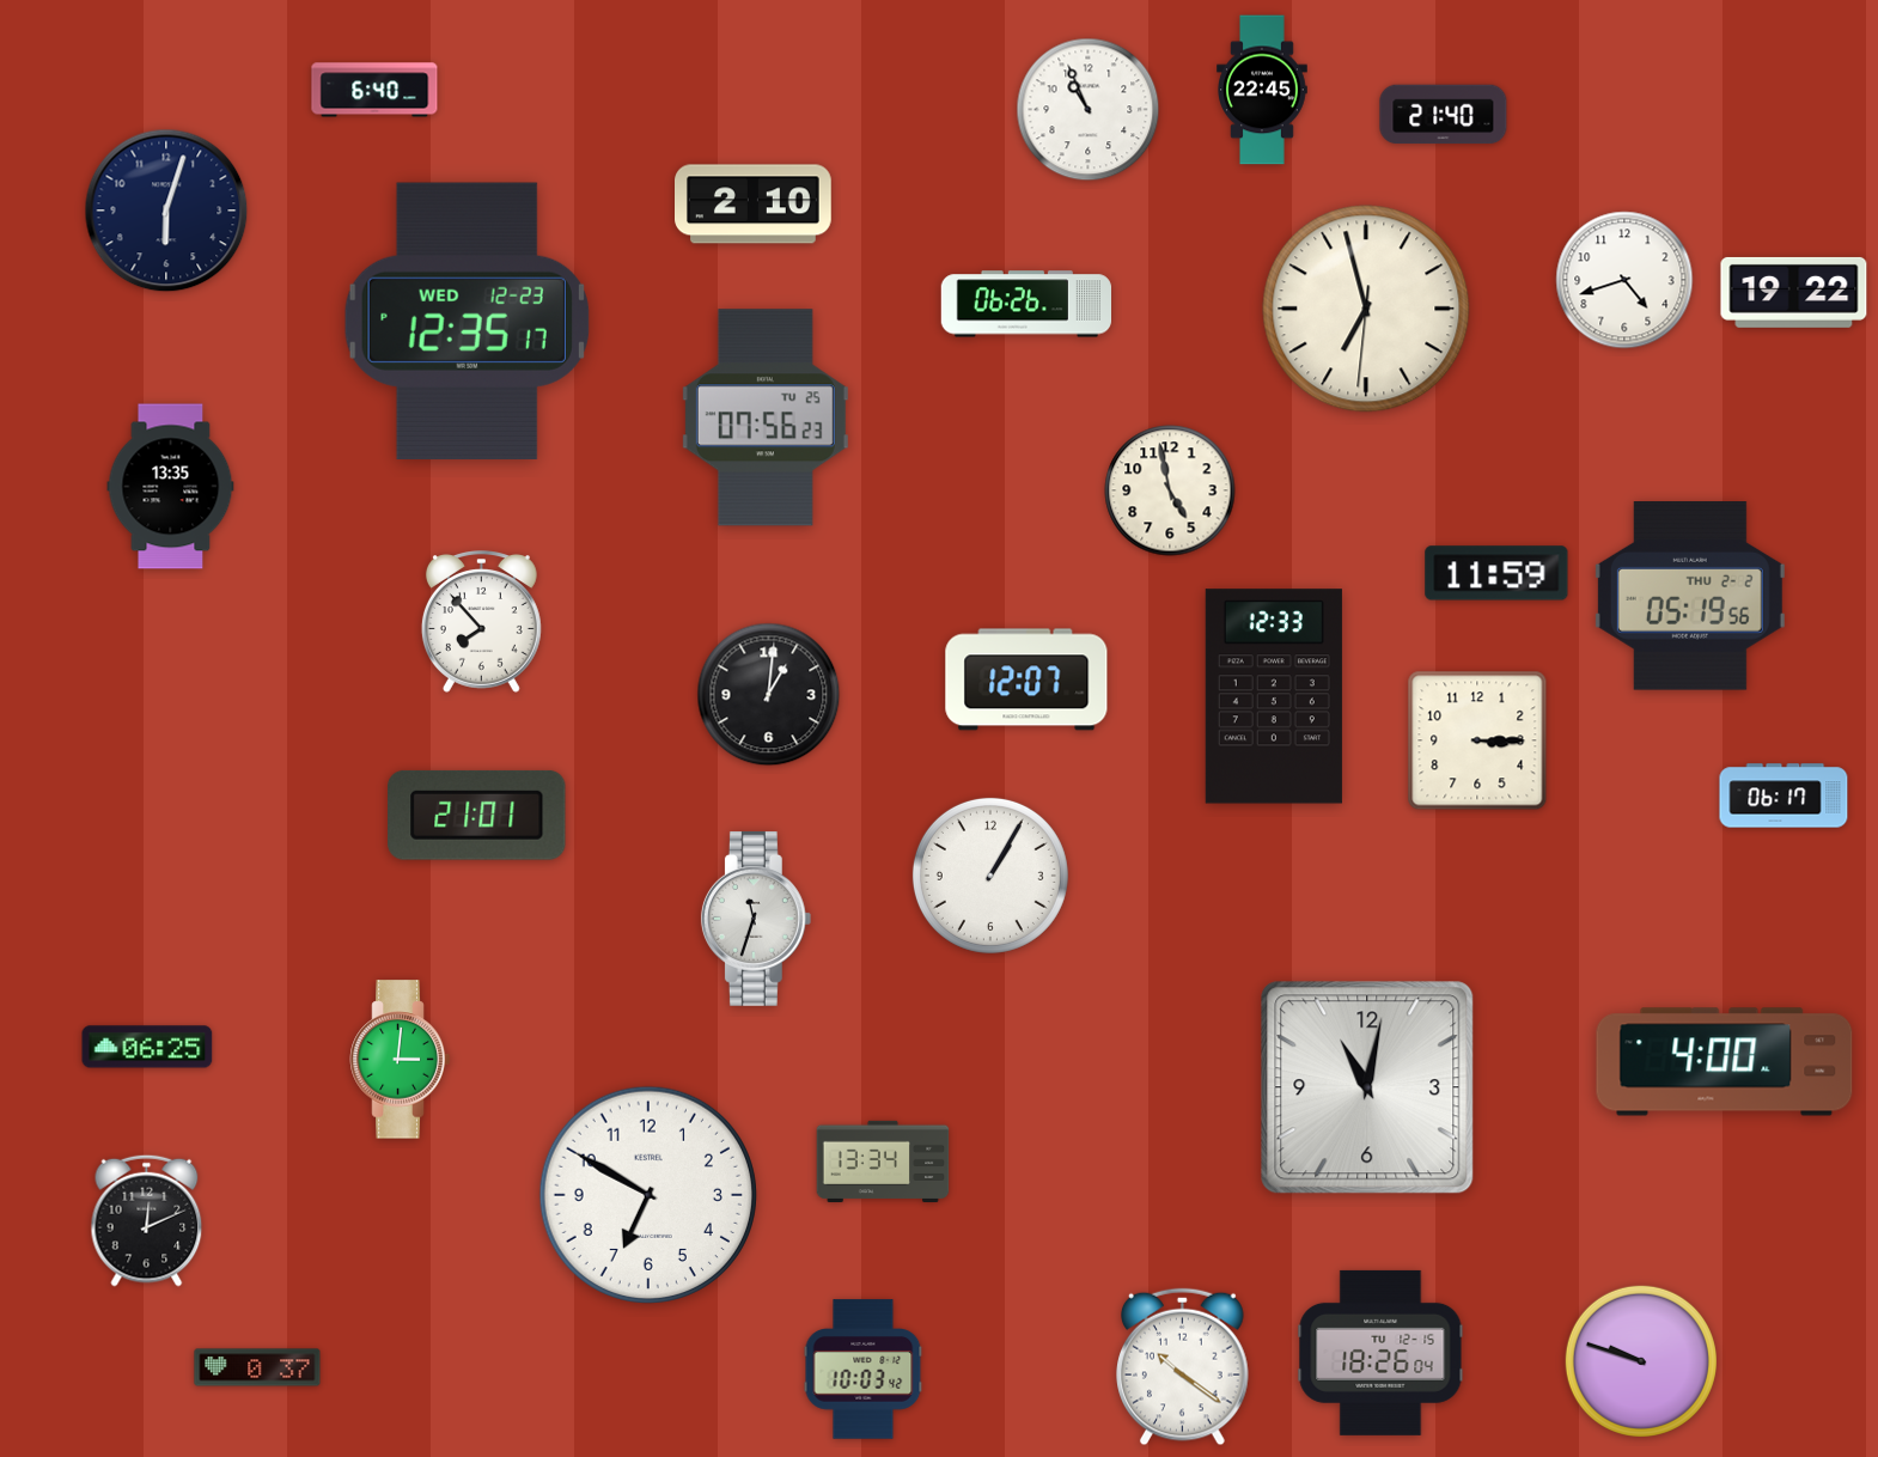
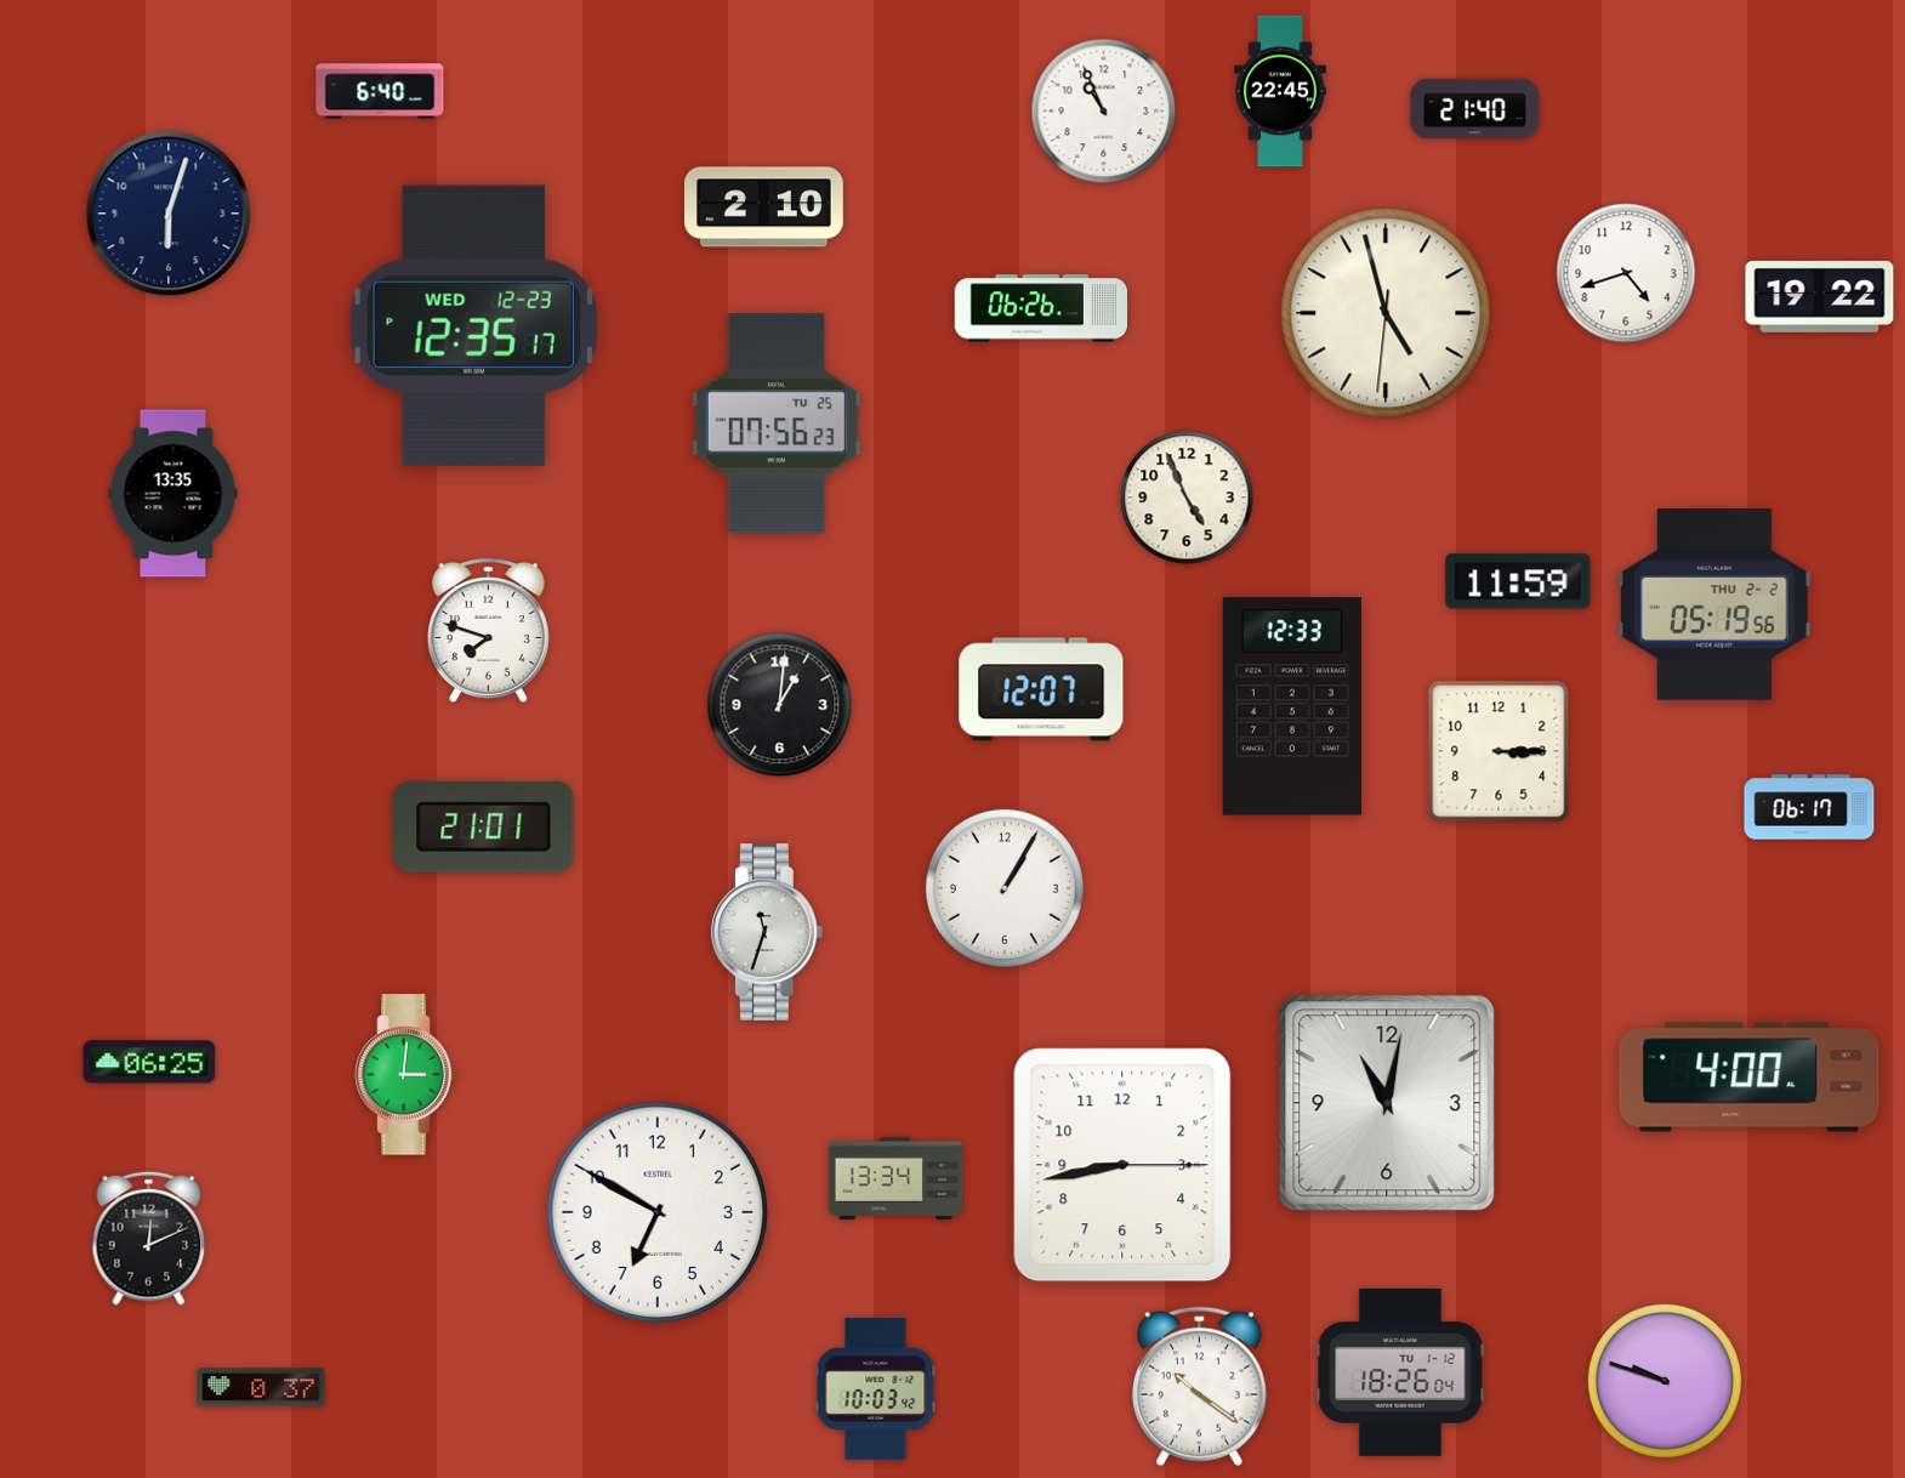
clock at (1444, 115) position: (1444, 115) -> (1475, 109)
clock at (1624, 280) position: (1624, 280) -> (1626, 273)
clock at (1366, 309): 6:57 -> 4:57
clock at (1170, 490): 4:58 -> 4:56
clock at (481, 622): 7:53 -> 7:48
clock at (1122, 1165): none -> 8:43
clock at (1380, 1353) date: TU 12-15 -> TU 1-12
